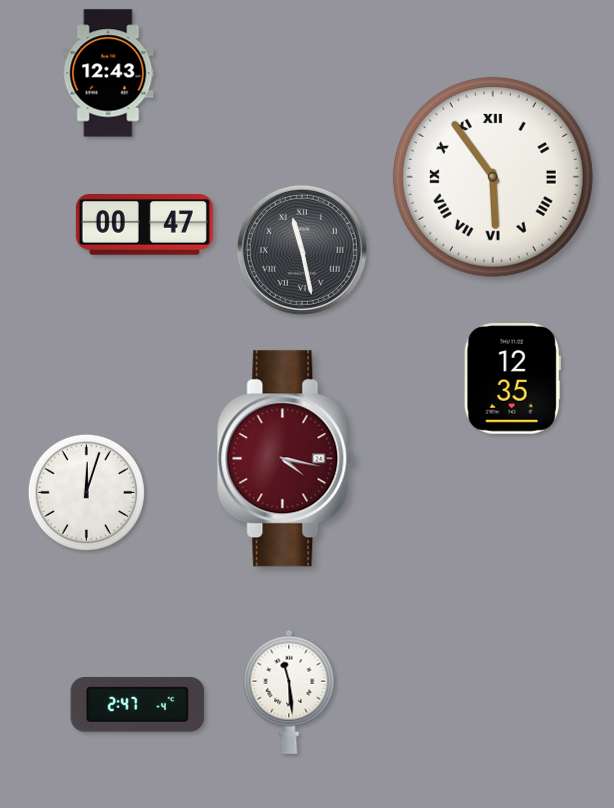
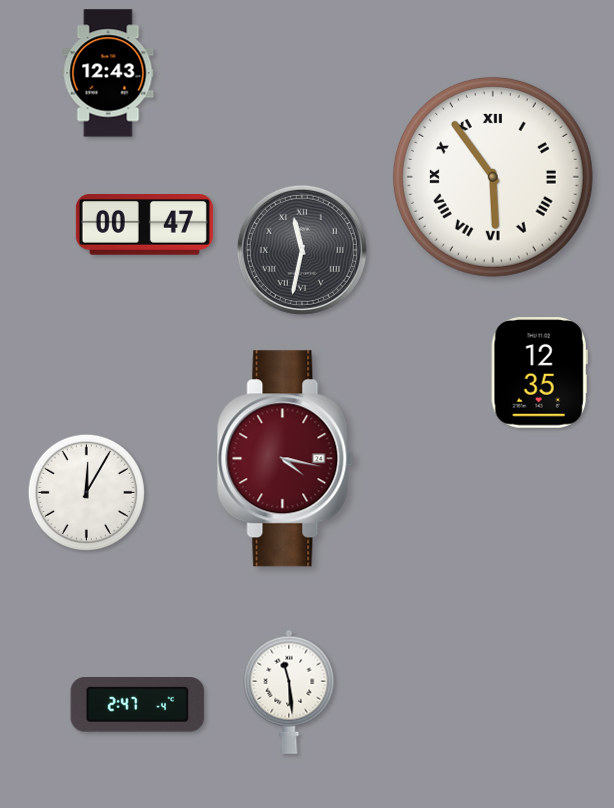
clock at (302, 250): 11:28 -> 11:32
clock at (512, 379) position: (512, 379) -> (539, 373)
clock at (86, 492): 12:03 -> 12:05
